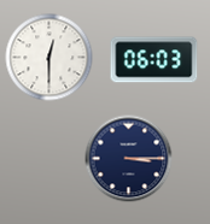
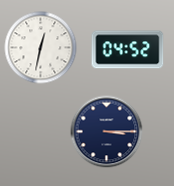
clock at (49, 58): 12:30 -> 12:32
clock at (154, 60): 06:03 -> 04:52
